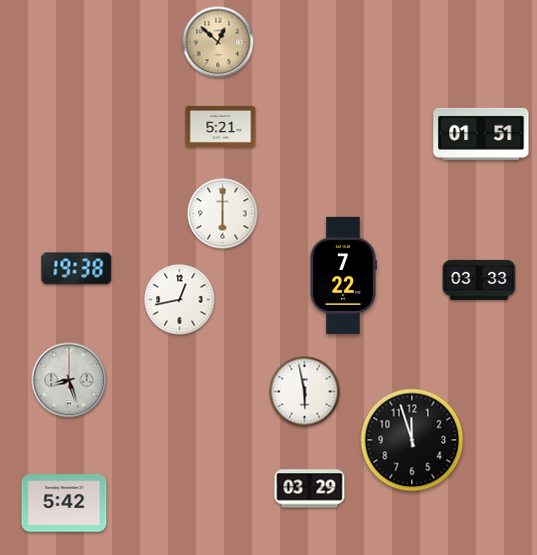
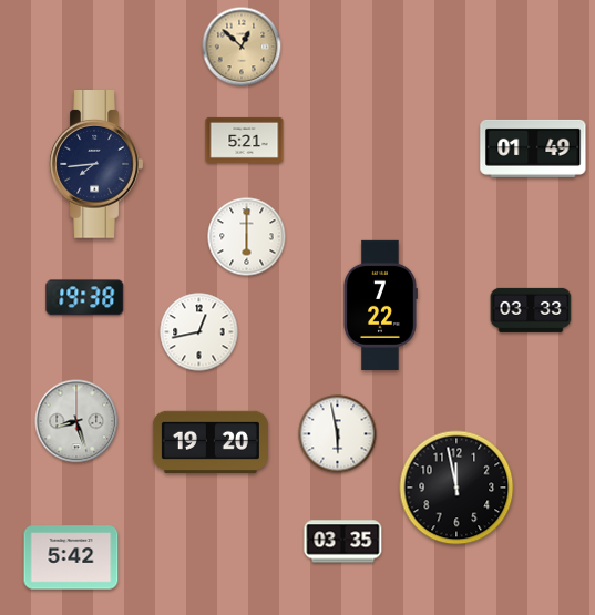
clock at (481, 134): 01:51 -> 01:49
clock at (96, 165): none -> 7:44
clock at (211, 442): none -> 19:20
clock at (412, 440): 11:57 -> 11:58
clock at (310, 489): 03:29 -> 03:35
